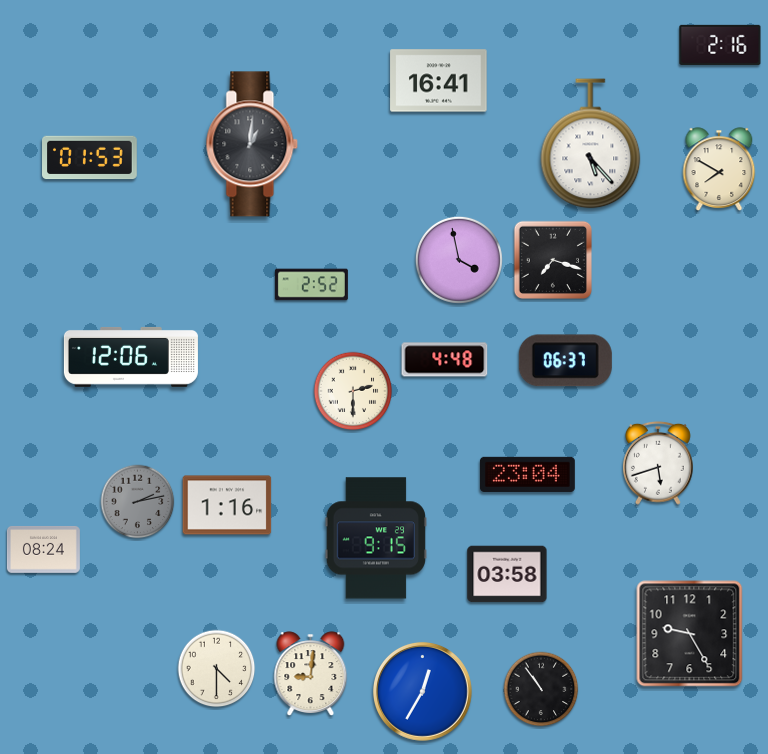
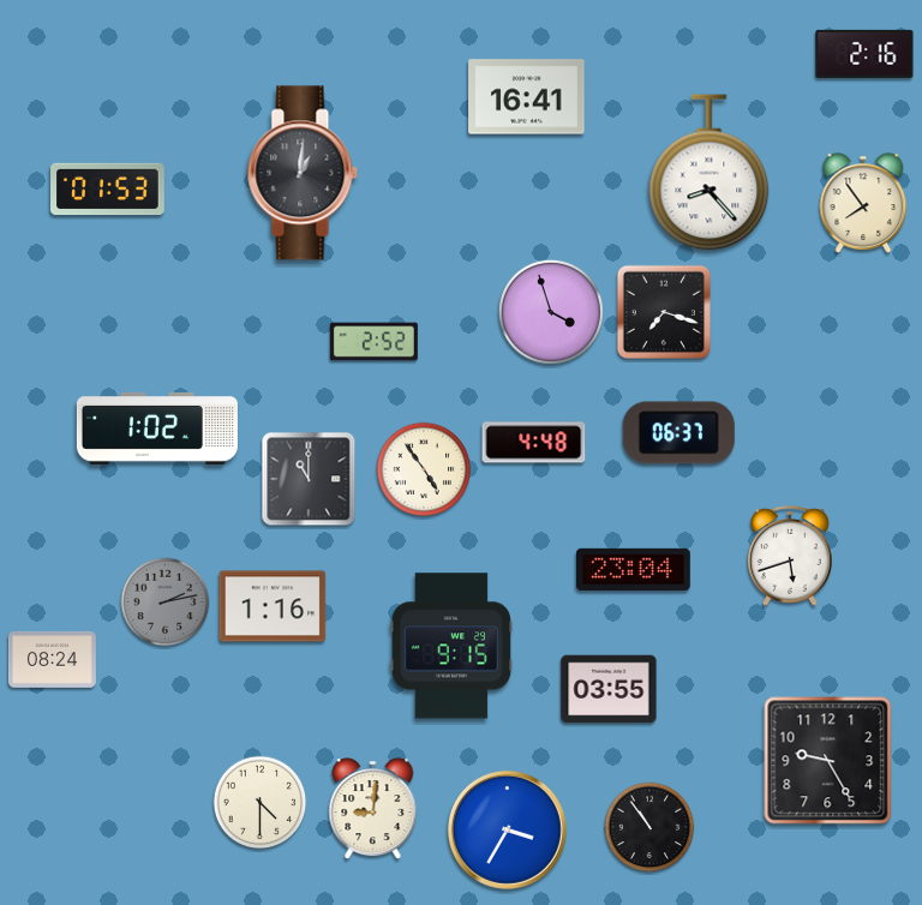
clock at (591, 144): 5:23 -> 8:23
clock at (719, 169): 7:50 -> 7:54
clock at (459, 260): 3:58 -> 3:57
clock at (131, 357): 12:06 -> 1:02
clock at (445, 360) position: (445, 360) -> (534, 443)
clock at (353, 391): 2:30 -> 4:54
clock at (309, 479): none -> 11:00
clock at (507, 574): 03:58 -> 03:55
clock at (423, 692): 12:35 -> 3:35
